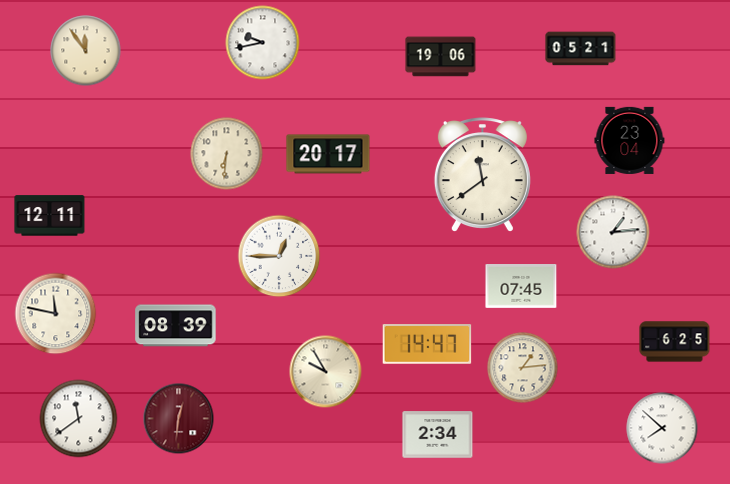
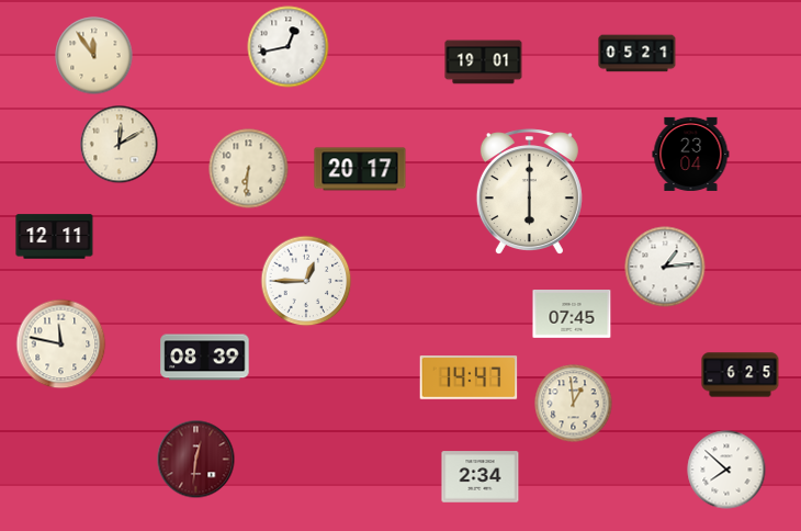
clock at (263, 43): 9:43 -> 12:43
clock at (441, 57): 19:06 -> 19:01
clock at (120, 145): none -> 12:10
clock at (482, 174): 11:39 -> 6:00
clock at (613, 232) position: (613, 232) -> (665, 267)
clock at (176, 326) position: (176, 326) -> (205, 358)
clock at (523, 368): 1:14 -> 12:59
clock at (326, 372): 9:55 -> none
clock at (79, 419): 11:39 -> none
